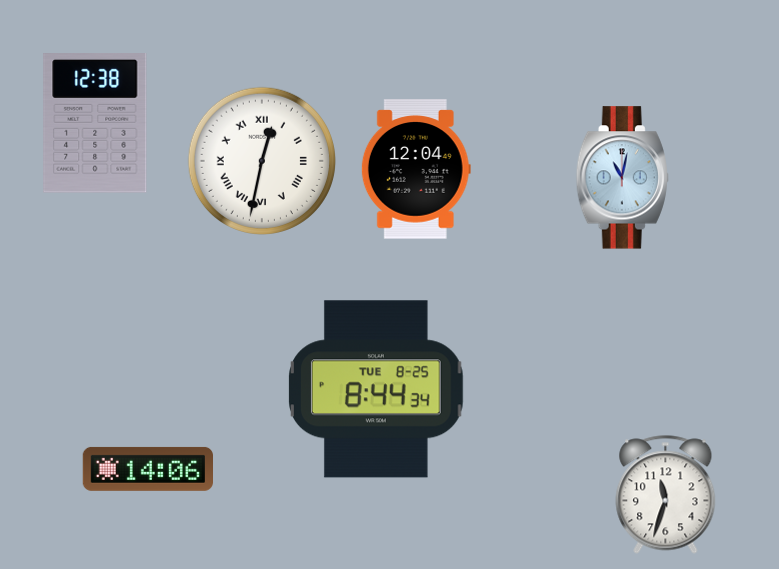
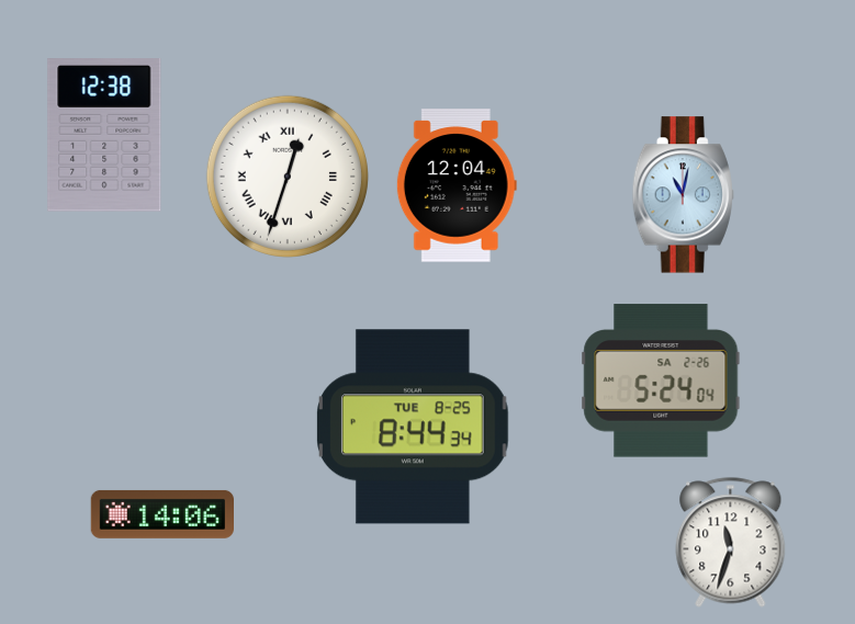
clock at (262, 161): 12:32 -> 12:33
clock at (661, 381): none -> 5:24
